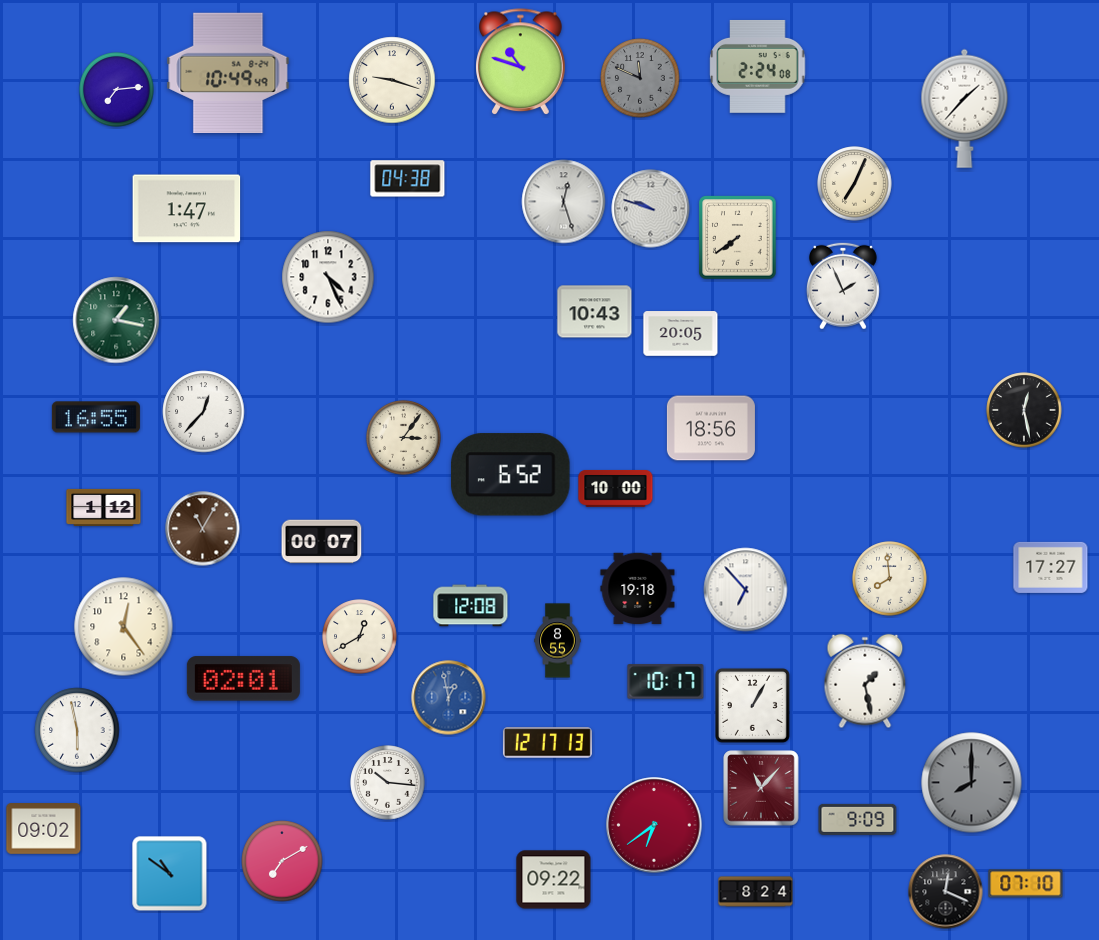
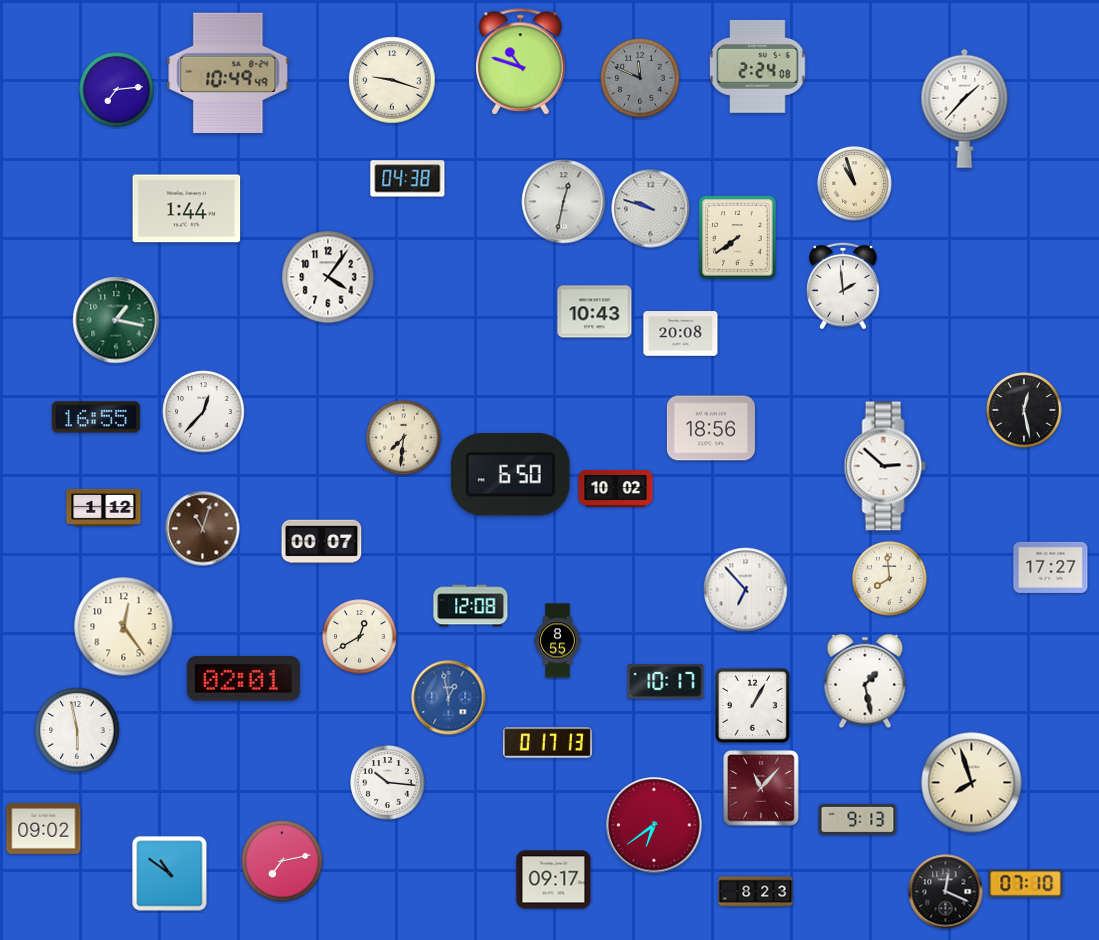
clock at (855, 184): 7:04 -> 10:57
clock at (564, 202): 12:27 -> 12:32
clock at (187, 209): 1:47 -> 1:44
clock at (328, 277): 4:26 -> 4:06
clock at (843, 286): 1:56 -> 1:59
clock at (681, 334): 20:05 -> 20:08
clock at (404, 438): 3:06 -> 7:31
clock at (885, 466): none -> 2:52
clock at (510, 475): 6:52 -> 6:50
clock at (616, 488): 10:00 -> 10:02
clock at (203, 529): 11:05 -> 11:03
clock at (638, 589): 19:18 -> none
clock at (547, 743): 12:17 -> 0:17
clock at (972, 783): 8:00 -> 7:57
clock at (972, 783) dial: grey -> cream
clock at (858, 819): 9:09 -> 9:13
clock at (282, 861): 7:10 -> 7:13
clock at (554, 880): 09:22 -> 09:17
clock at (756, 892): 8:24 -> 8:23
